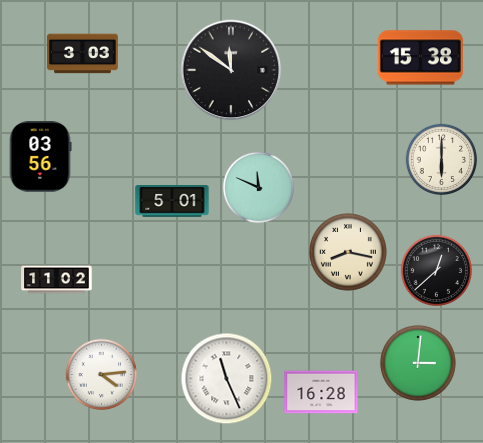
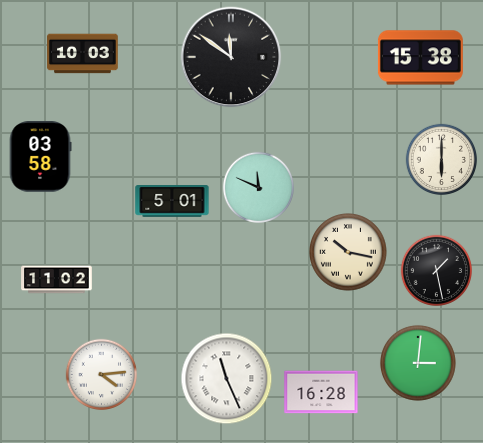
clock at (83, 54): 3:03 -> 10:03
clock at (231, 70) position: (231, 70) -> (231, 57)
clock at (40, 157): 03:56 -> 03:58
clock at (348, 252): 8:17 -> 10:17
clock at (436, 270): 12:38 -> 1:28
